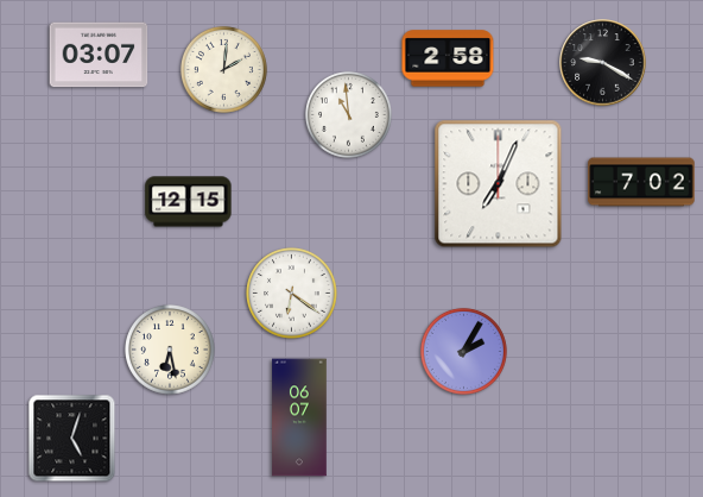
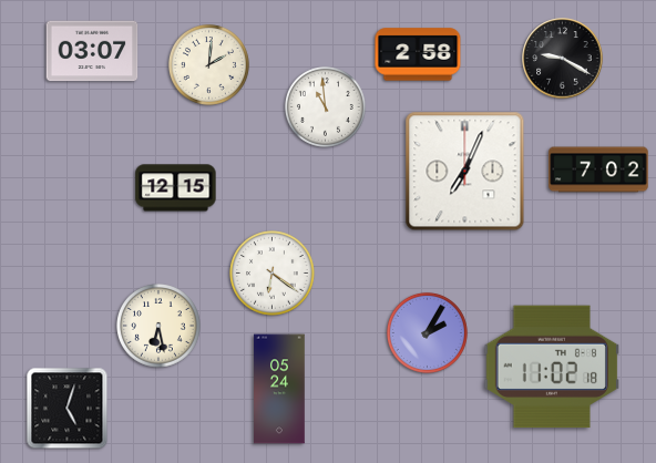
clock at (463, 351) position: (463, 351) -> (427, 332)
clock at (552, 367): none -> 11:02
clock at (299, 417): 06:07 -> 05:24
